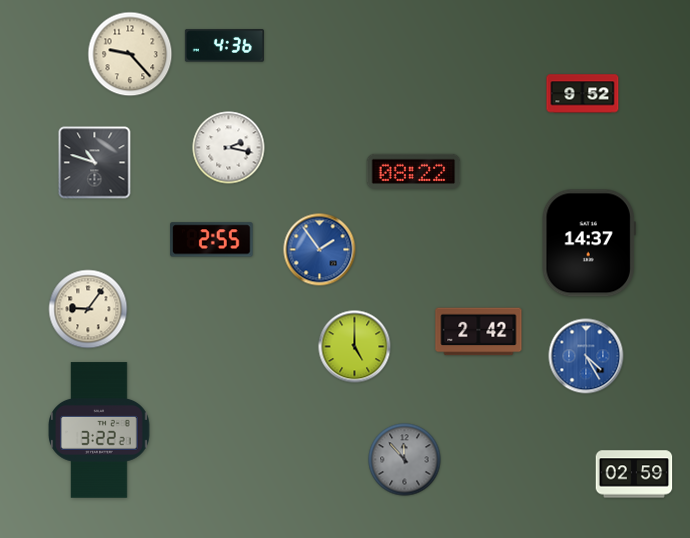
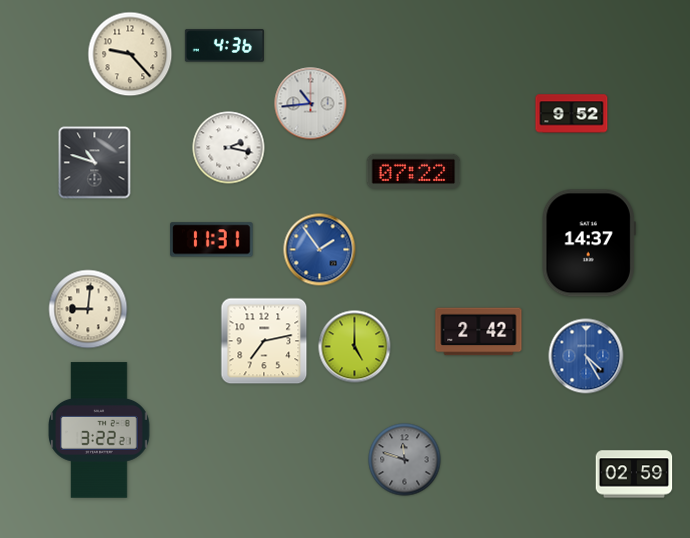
clock at (583, 94) position: (583, 94) -> (572, 114)
clock at (311, 104): none -> 10:44
clock at (414, 171): 08:22 -> 07:22
clock at (212, 240): 2:55 -> 11:31
clock at (88, 309): 9:06 -> 9:01
clock at (264, 341): none -> 7:13
clock at (405, 460): 11:53 -> 11:48
